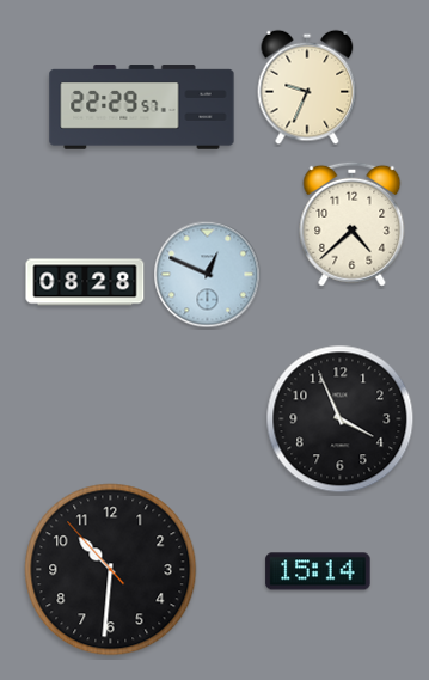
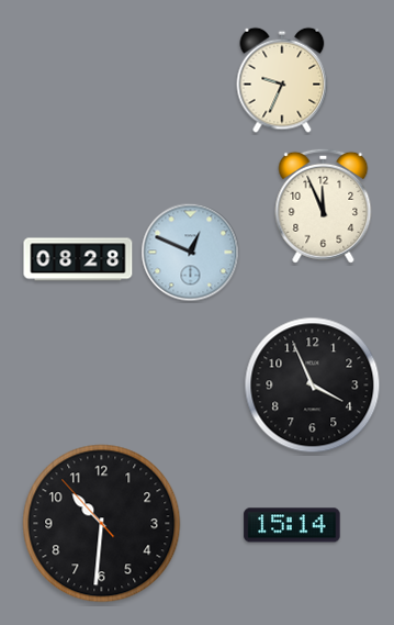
clock at (142, 108): 22:29 -> none
clock at (353, 223): 4:38 -> 11:56
